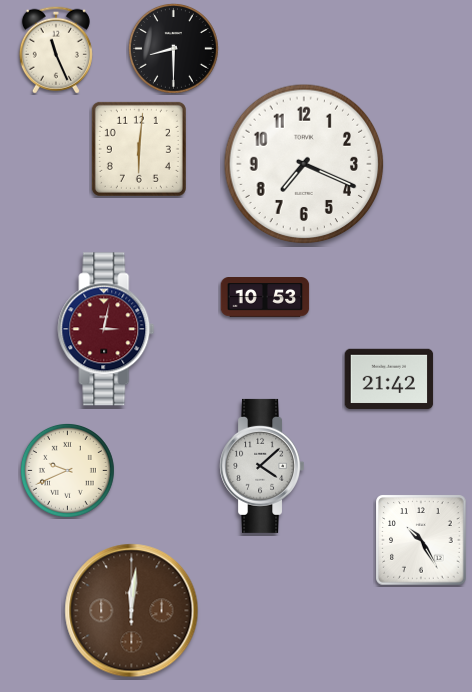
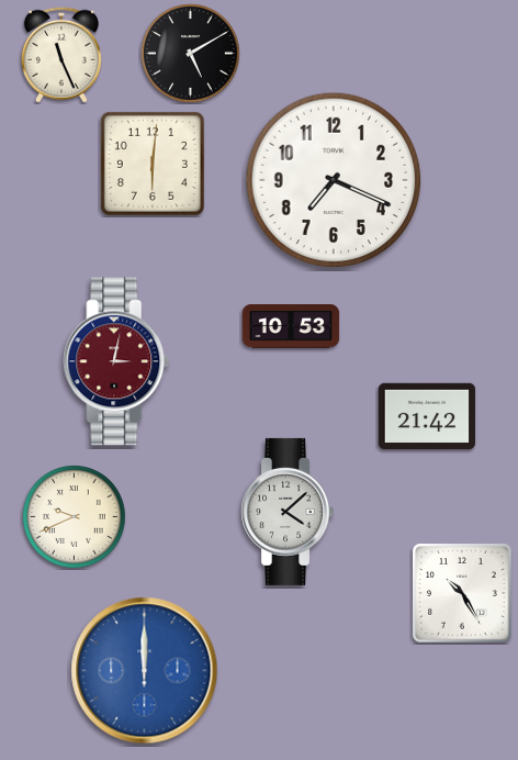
clock at (174, 49): 8:30 -> 5:10
clock at (132, 611): 12:01 -> 12:00
clock at (132, 611) dial: brown -> blue
